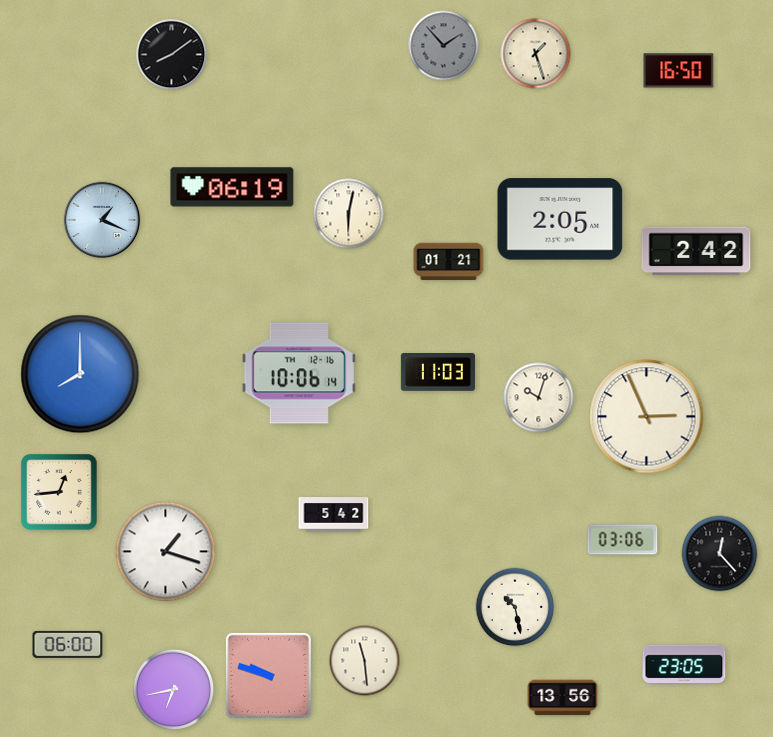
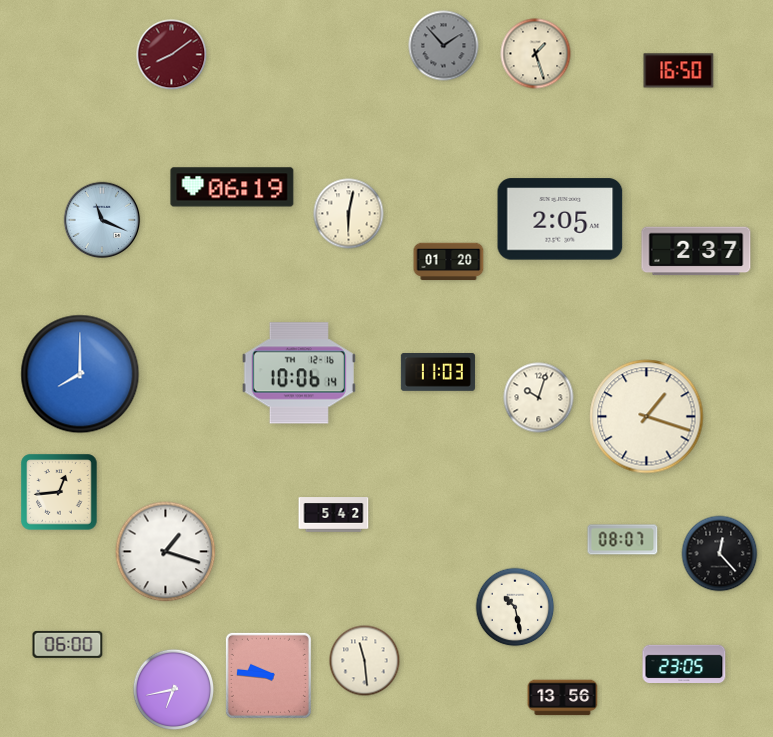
clock at (172, 55) dial: black -> burgundy
clock at (102, 220): 1:19 -> 11:19
clock at (696, 251): 2:42 -> 2:37
clock at (449, 262): 01:21 -> 01:20
clock at (647, 417): 2:56 -> 1:18
clock at (623, 540): 03:06 -> 08:07
clock at (268, 675): 9:48 -> 9:46
